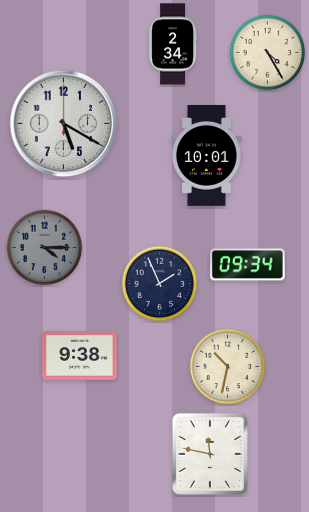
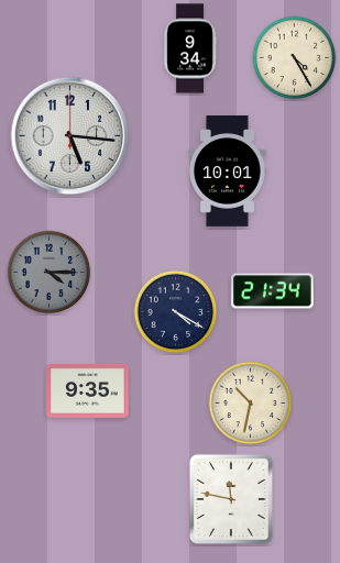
clock at (173, 44): 2:34 -> 9:34
clock at (64, 124): 5:20 -> 5:16
clock at (248, 265): 09:34 -> 21:34
clock at (160, 284): 1:56 -> 4:20
clock at (80, 356): 9:38 -> 9:35
